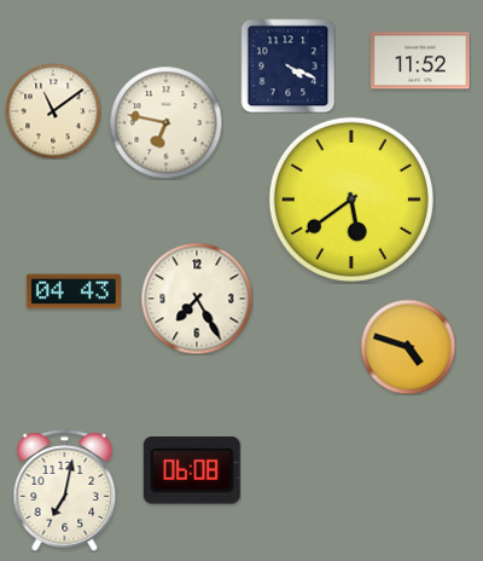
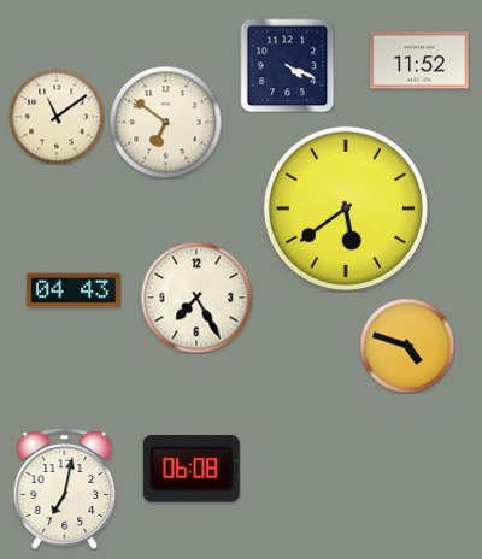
clock at (53, 111) position: (53, 111) -> (57, 117)
clock at (165, 122): 6:47 -> 6:51
clock at (351, 199) position: (351, 199) -> (346, 208)
